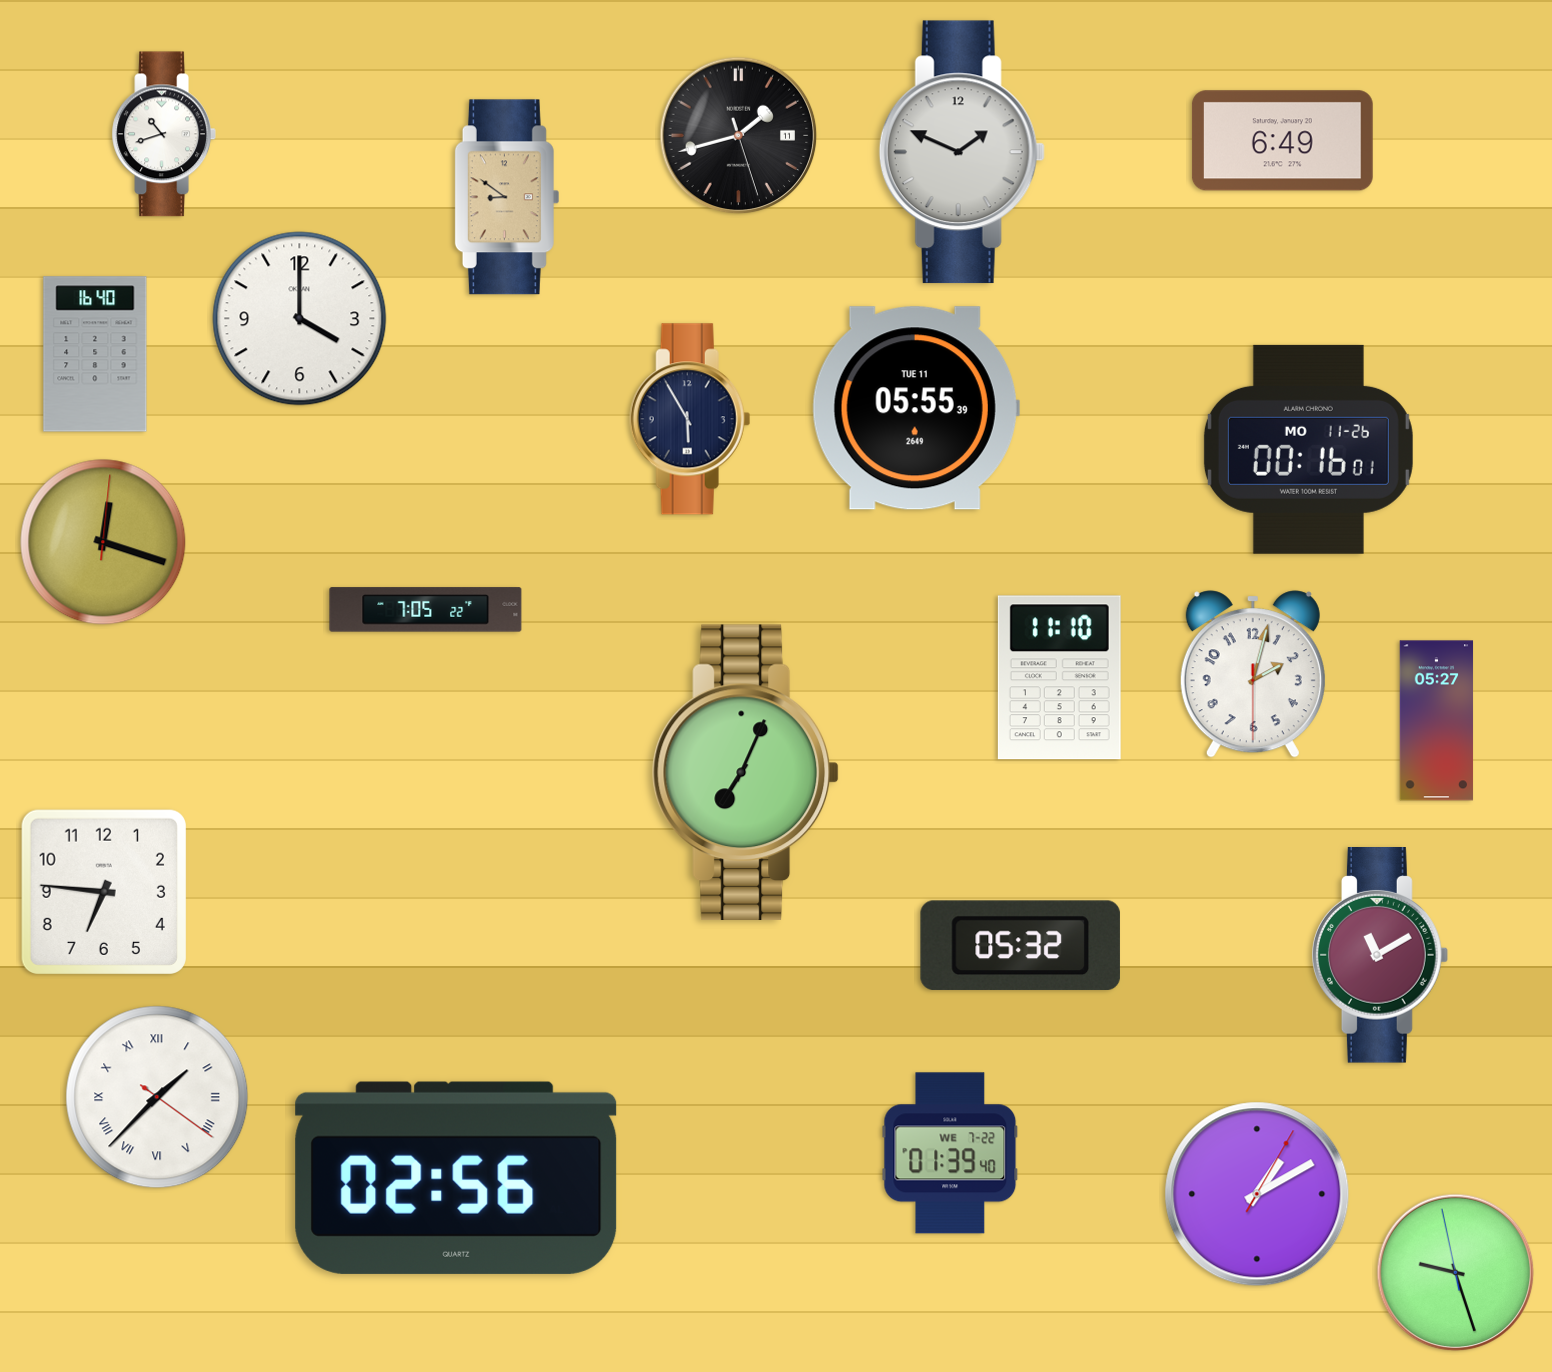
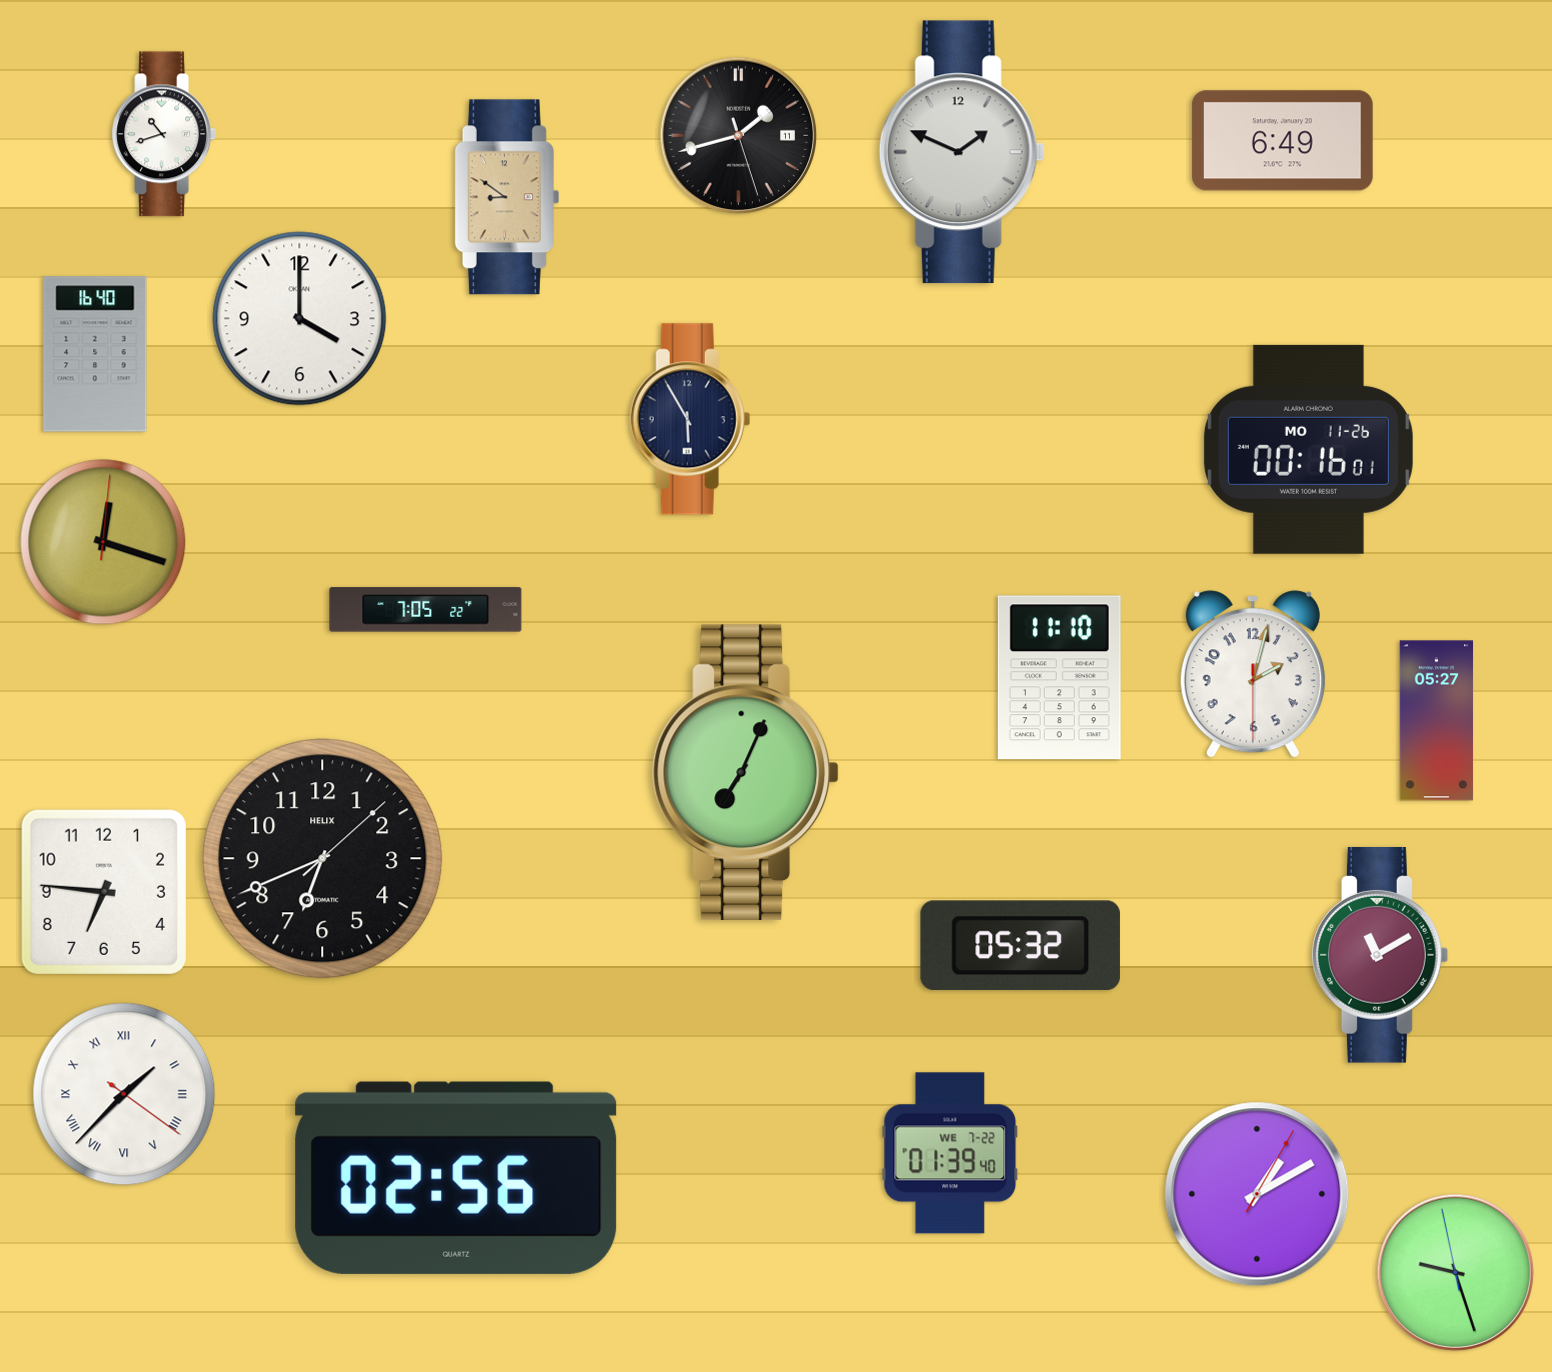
clock at (916, 408): 05:55 -> none
clock at (323, 859): none -> 6:41
clock at (157, 1097) position: (157, 1097) -> (124, 1094)
